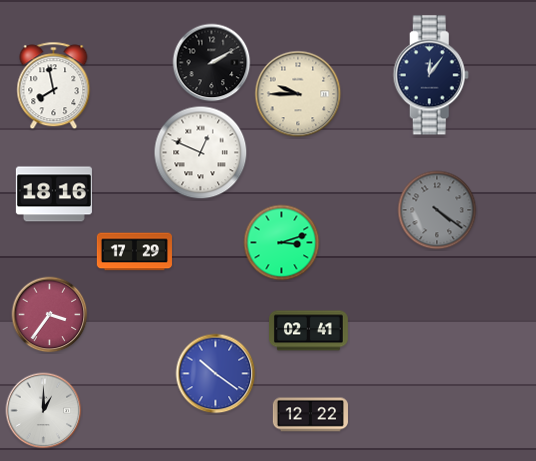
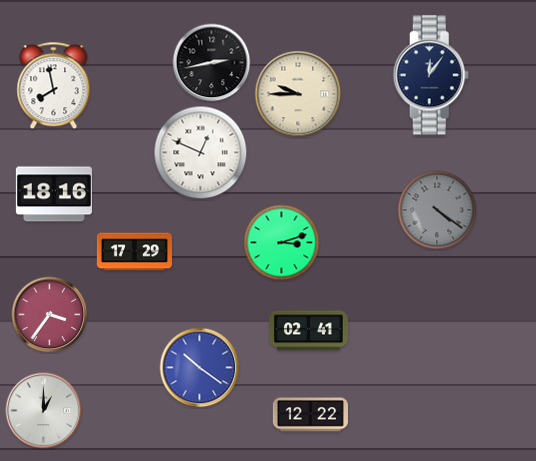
clock at (212, 63): 2:10 -> 2:43
clock at (216, 374) position: (216, 374) -> (200, 368)
